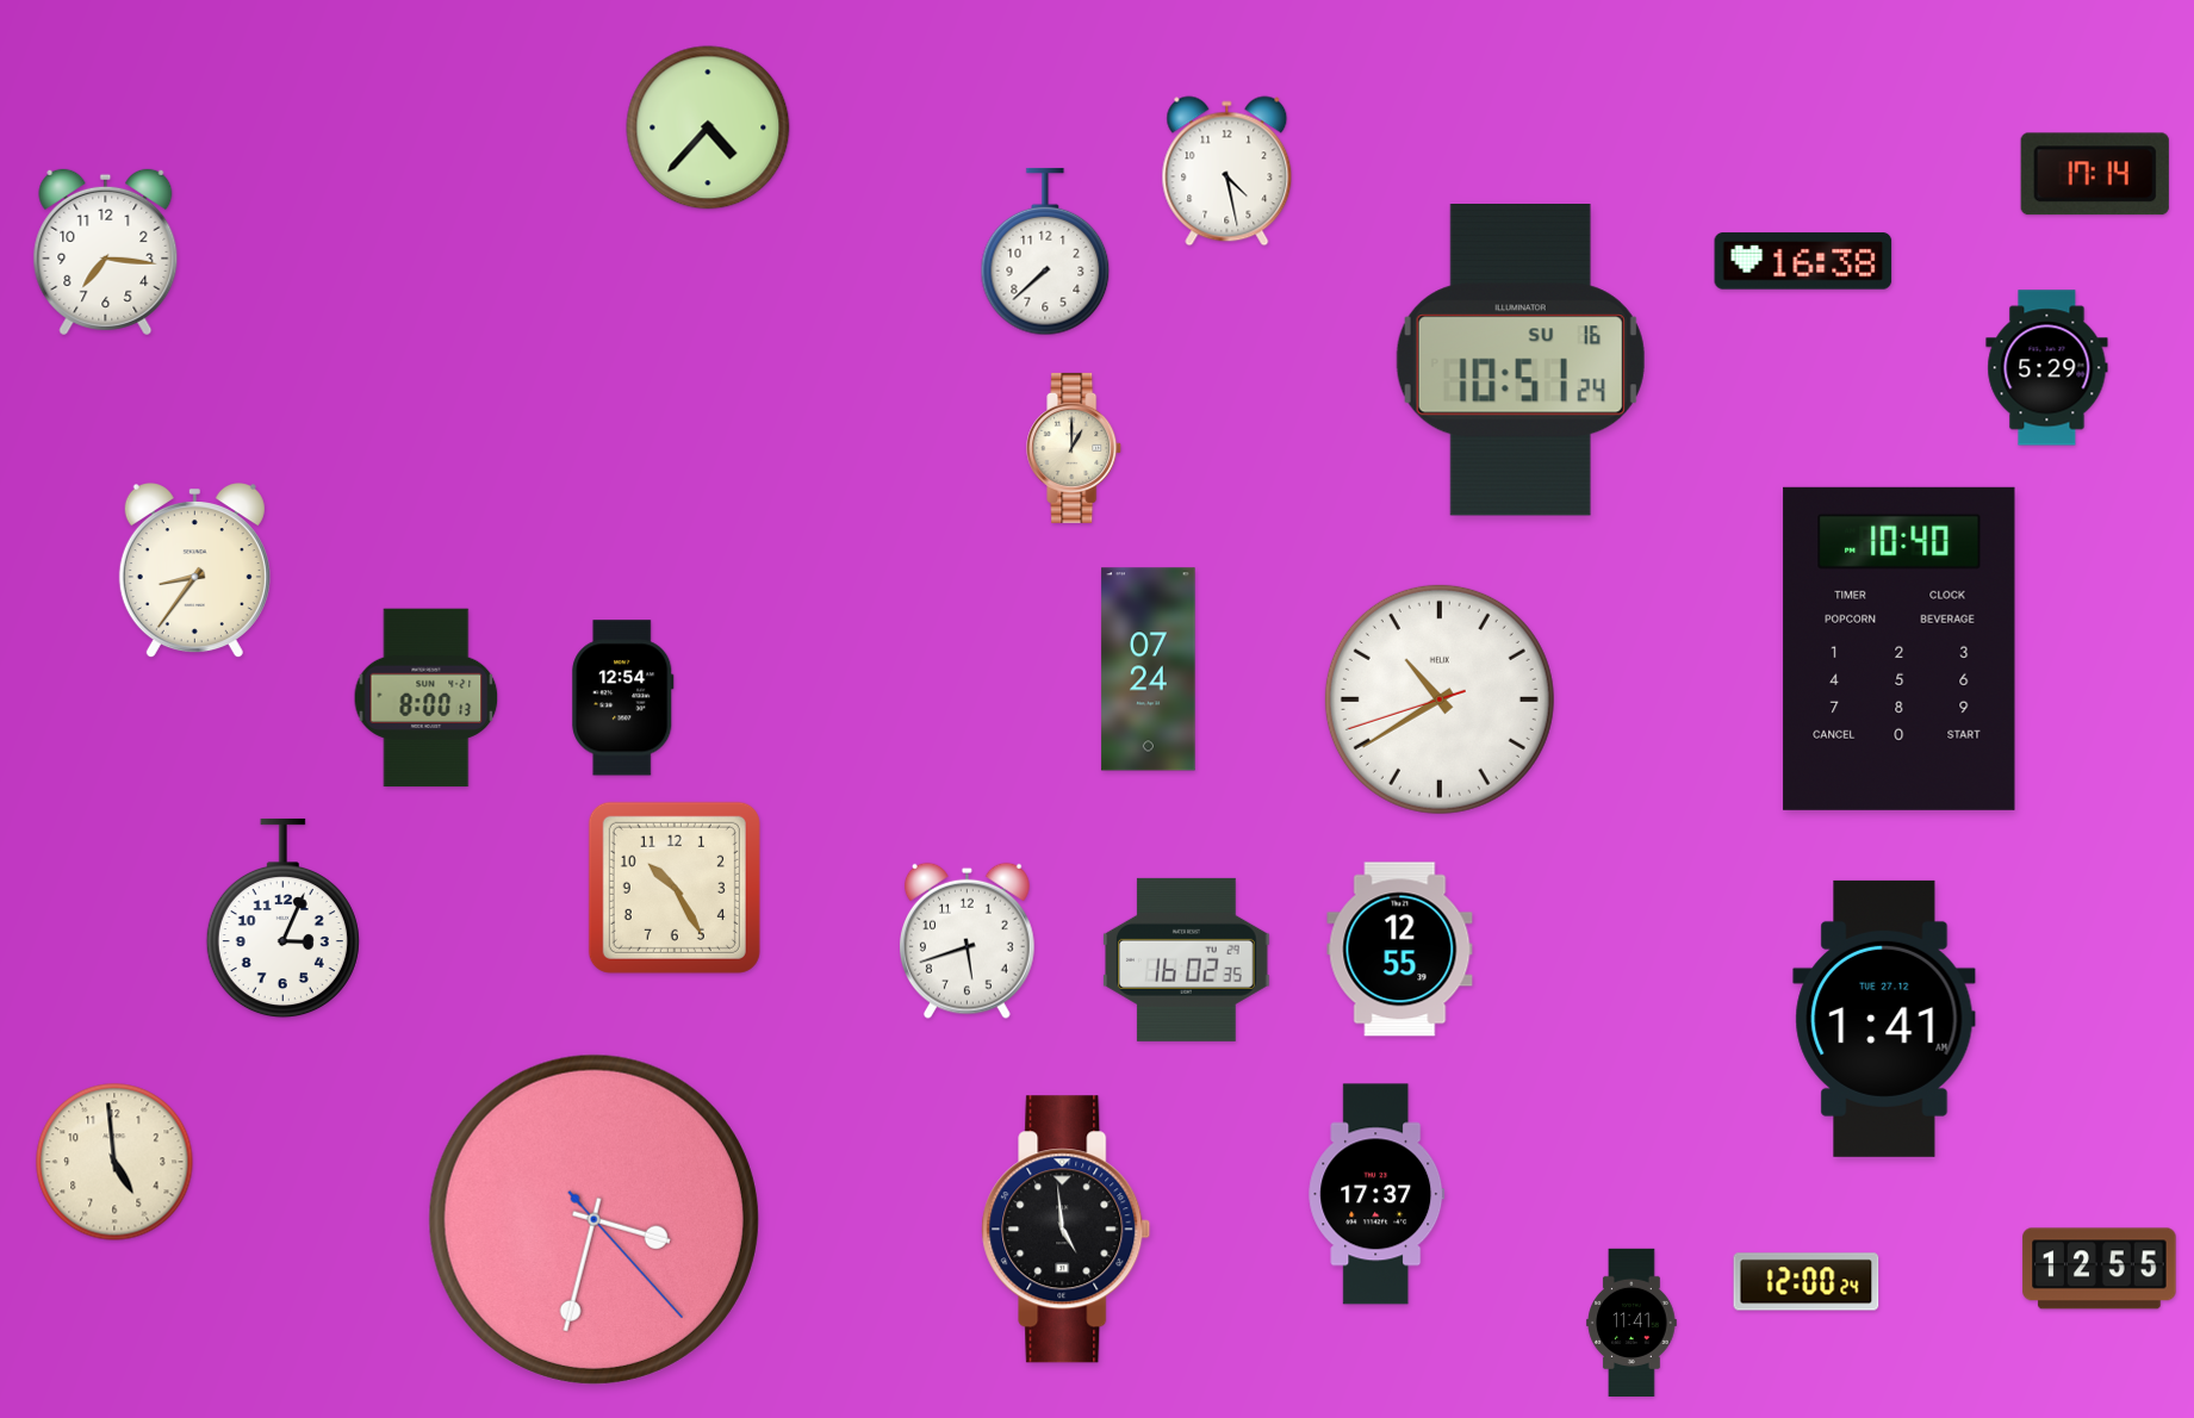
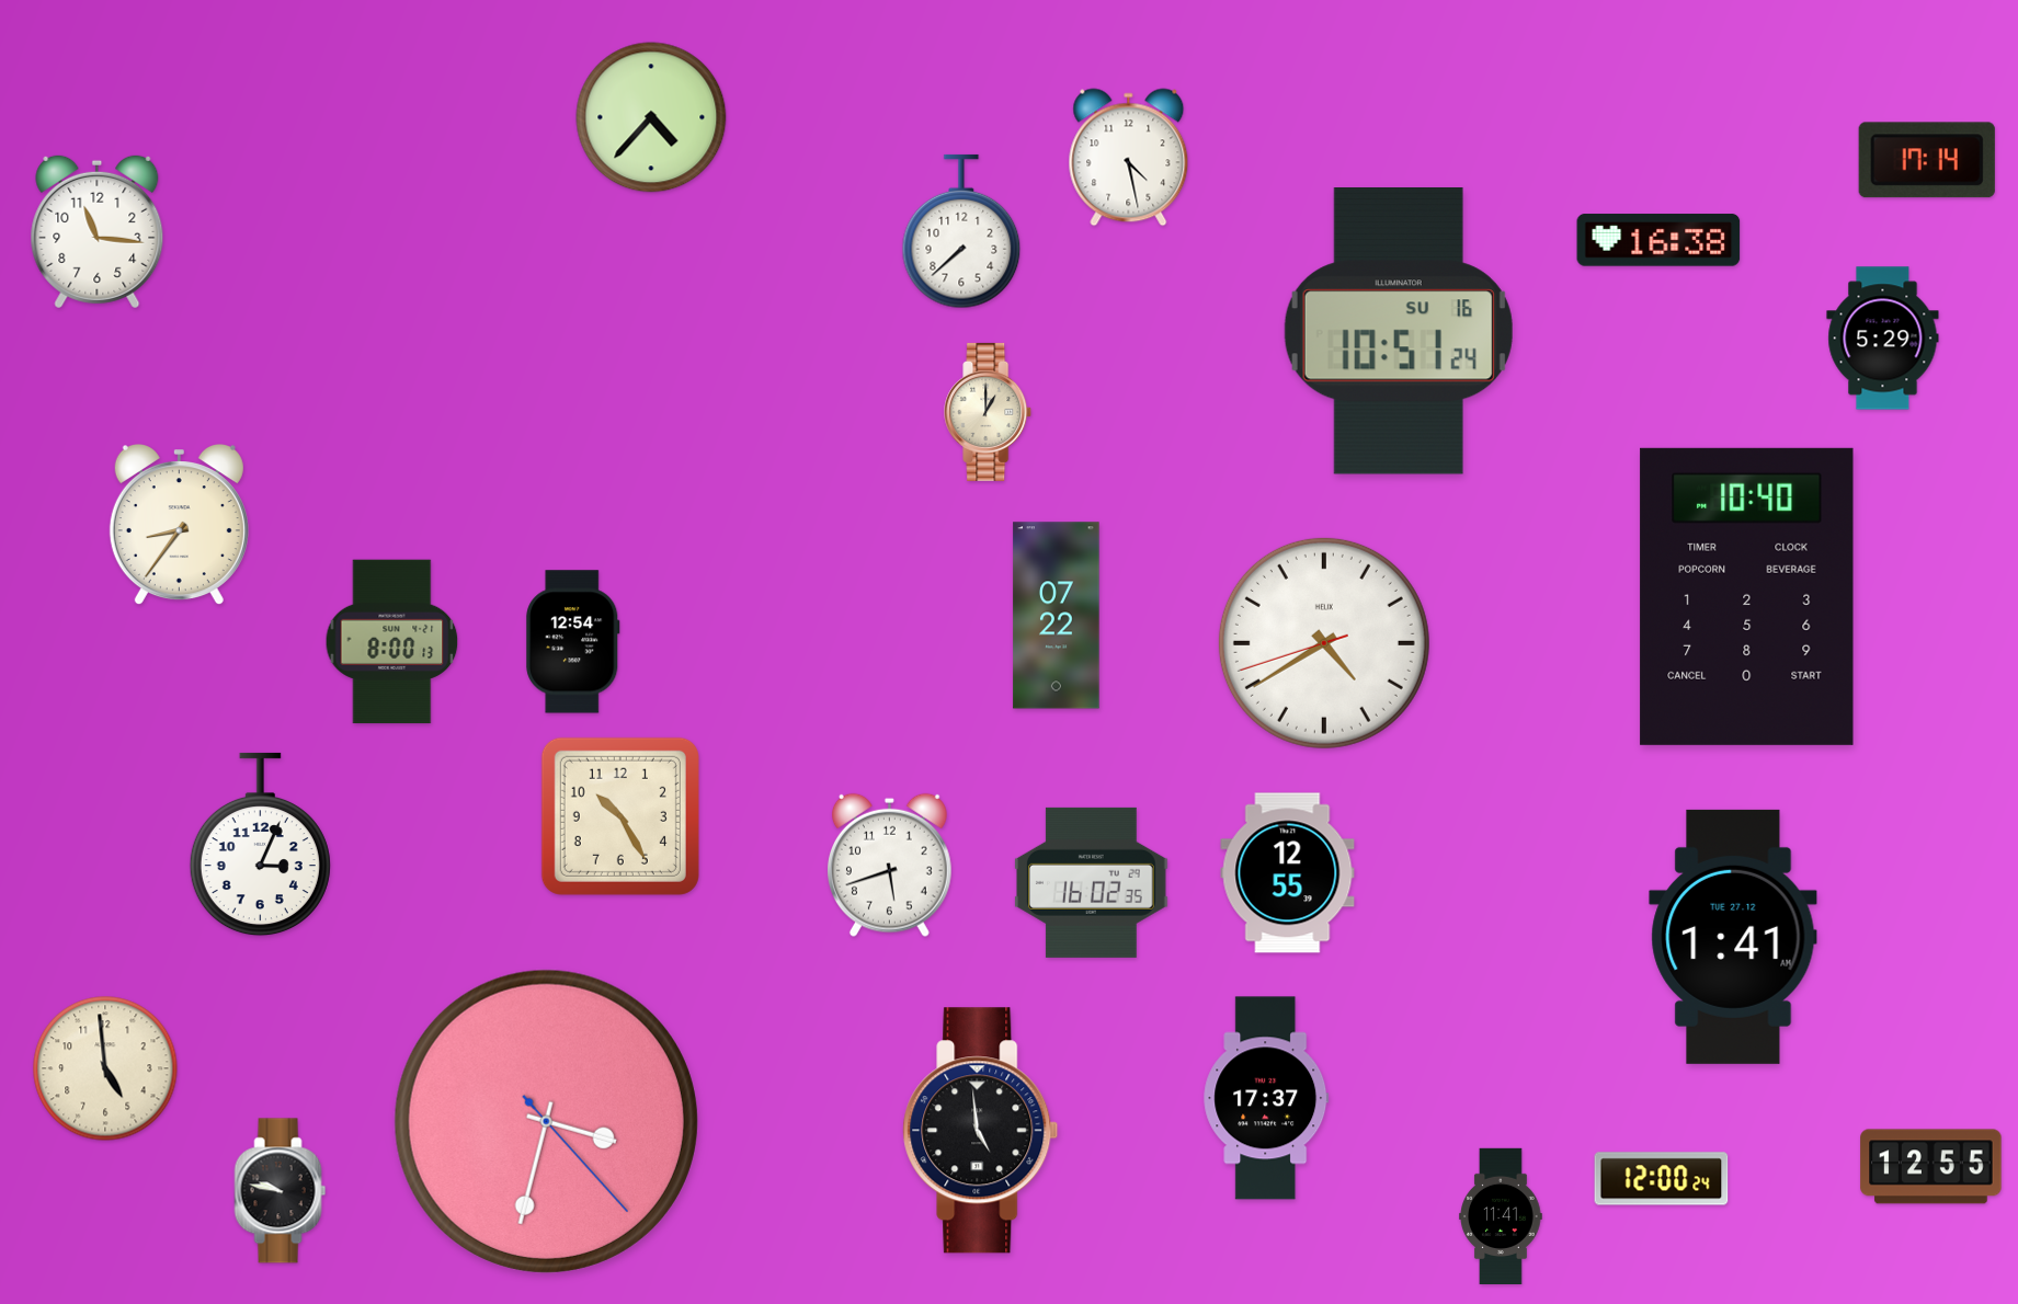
clock at (106, 253): 7:16 -> 11:16
clock at (1149, 670): 07:24 -> 07:22
clock at (1440, 699): 10:39 -> 4:39
clock at (281, 1191): none -> 9:47
